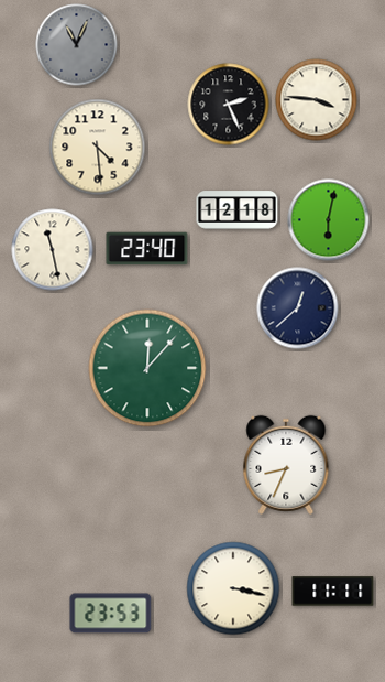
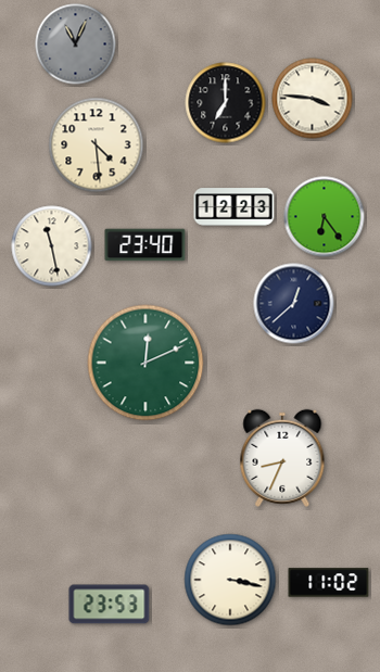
clock at (229, 105): 2:26 -> 7:00
clock at (238, 210): 12:18 -> 12:23
clock at (329, 220): 6:02 -> 6:24
clock at (147, 368): 12:07 -> 12:11
clock at (333, 592): 11:11 -> 11:02
